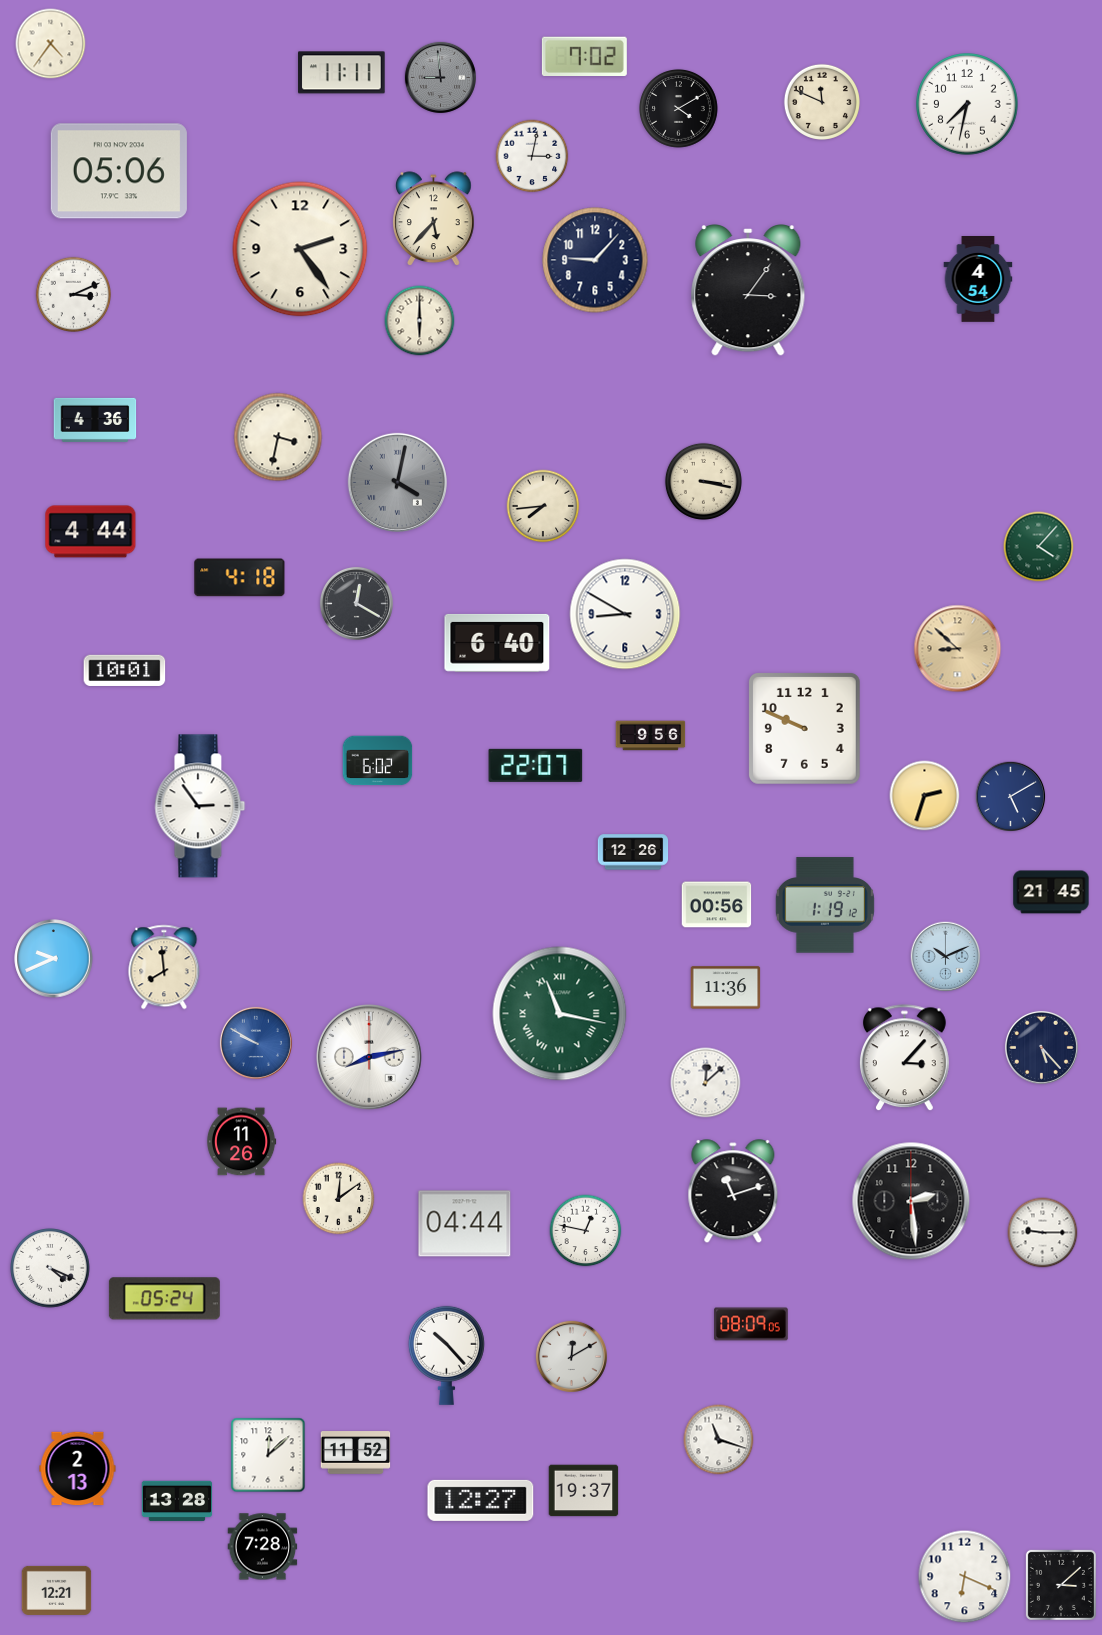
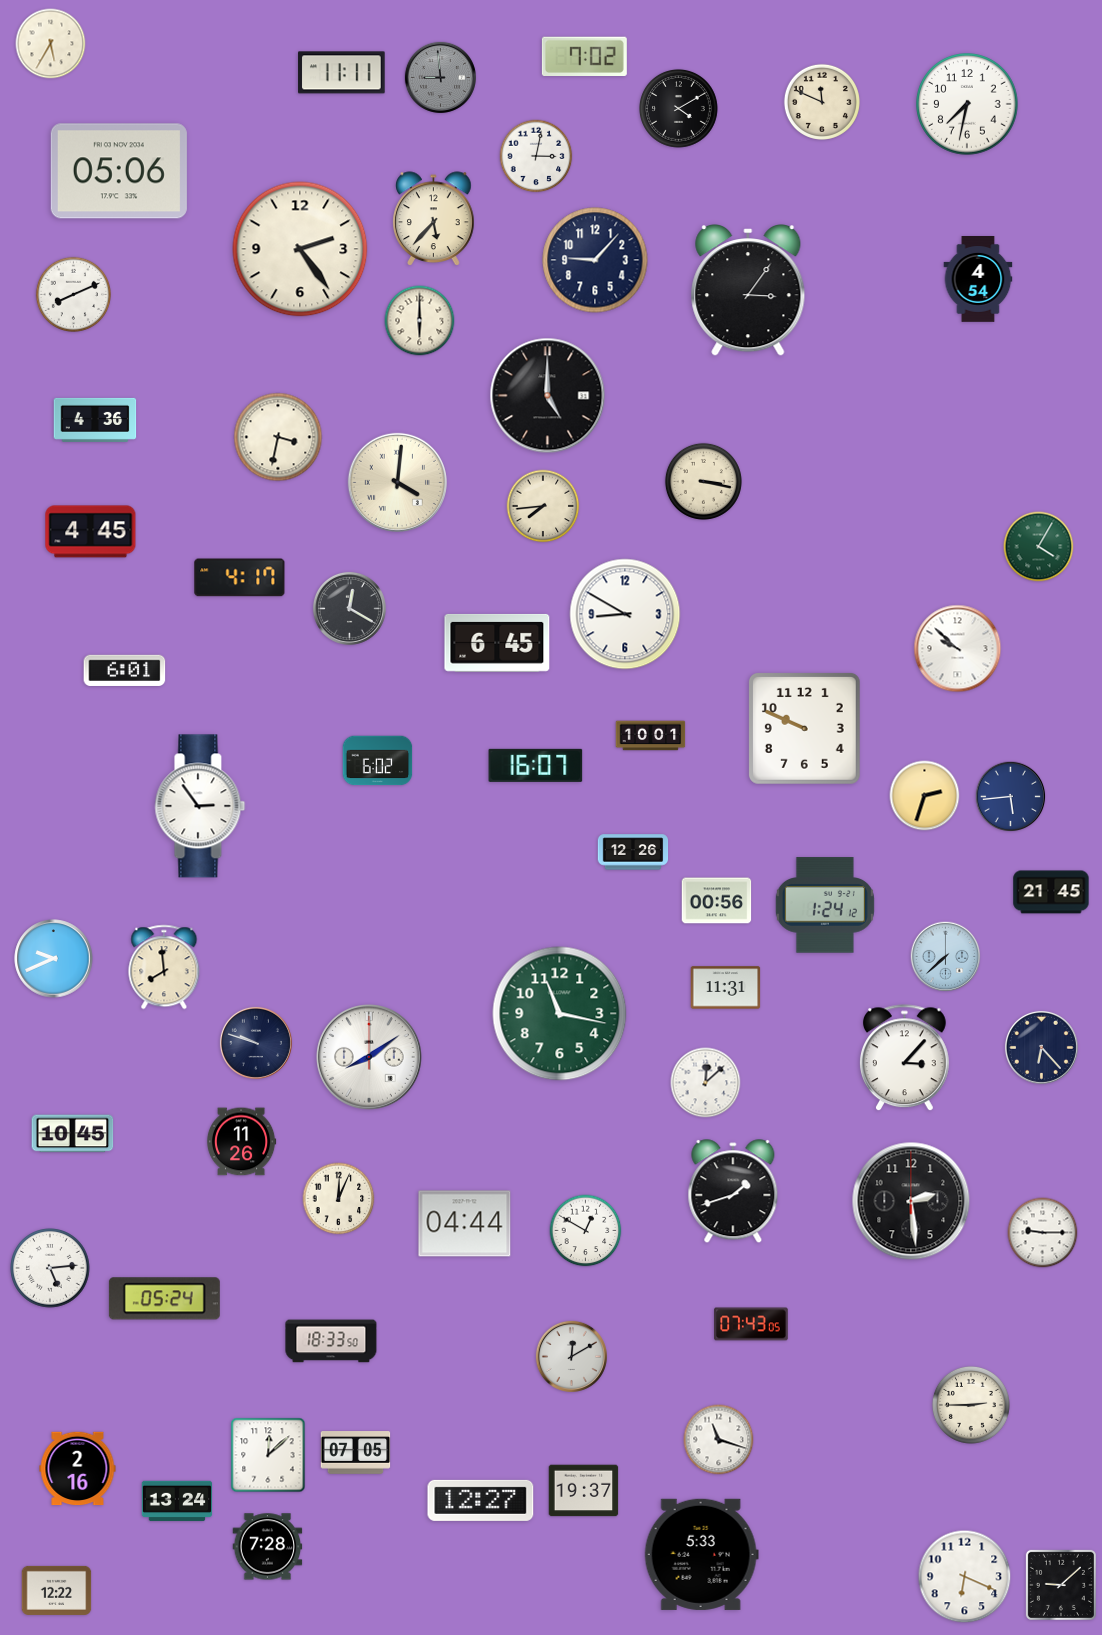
clock at (51, 44): 4:36 -> 5:35
clock at (532, 156) position: (532, 156) -> (536, 156)
clock at (73, 294): 3:11 -> 8:11
clock at (548, 396): none -> 5:00
clock at (397, 482): 4:02 -> 4:01
clock at (397, 482) dial: grey -> cream
clock at (91, 532): 4:44 -> 4:45
clock at (1039, 547): 4:07 -> 4:05
clock at (240, 578): 4:18 -> 4:17
clock at (356, 603) position: (356, 603) -> (349, 608)
clock at (497, 643): 6:40 -> 6:45
clock at (958, 649): 8:52 -> 9:52
clock at (958, 649) dial: champagne -> white
clock at (125, 670): 10:01 -> 6:01
clock at (651, 736): 9:56 -> 10:01
clock at (536, 765): 22:07 -> 16:07
clock at (1011, 797): 5:10 -> 5:44
clock at (717, 905) position: (717, 905) -> (717, 901)
clock at (825, 905): 1:19 -> 1:24
clock at (946, 957): 10:11 -> 7:38
clock at (726, 988): 11:36 -> 11:31
clock at (560, 1014) numerals: Roman -> Arabic
clock at (256, 1043): 9:50 -> 9:48
clock at (256, 1043) dial: blue -> navy
clock at (1041, 1047): 5:23 -> 6:23
clock at (370, 1058): 8:13 -> 8:09
clock at (73, 1134): none -> 10:45
clock at (733, 1192): 11:12 -> 1:42
clock at (339, 1199): 12:09 -> 12:04
clock at (586, 1231): 12:47 -> 12:50
clock at (50, 1268): 4:19 -> 5:14
clock at (751, 1324): 08:09 -> 07:43
clock at (331, 1341): none -> 18:33
clock at (446, 1355): 10:23 -> none
clock at (971, 1405): none -> 2:45
clock at (356, 1453): 11:52 -> 07:05
clock at (78, 1469): 2:13 -> 2:16
clock at (177, 1501): 13:28 -> 13:24
clock at (263, 1547) position: (263, 1547) -> (268, 1547)
clock at (701, 1554): none -> 5:33
clock at (1061, 1585): 3:08 -> 9:08
clock at (57, 1590): 12:21 -> 12:22
